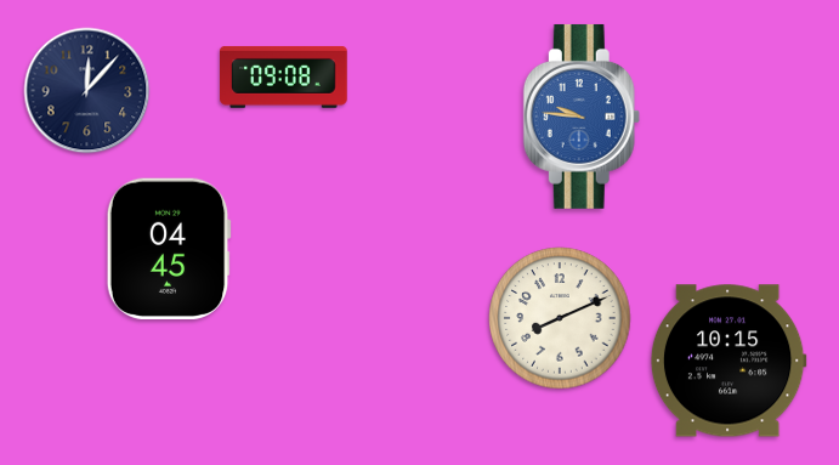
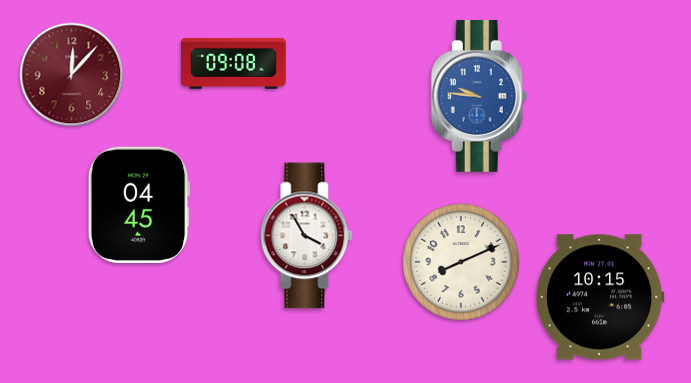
clock at (87, 91) dial: navy -> burgundy
clock at (307, 236): none -> 3:55
